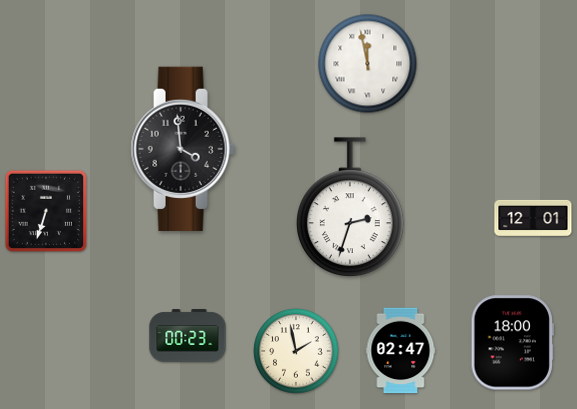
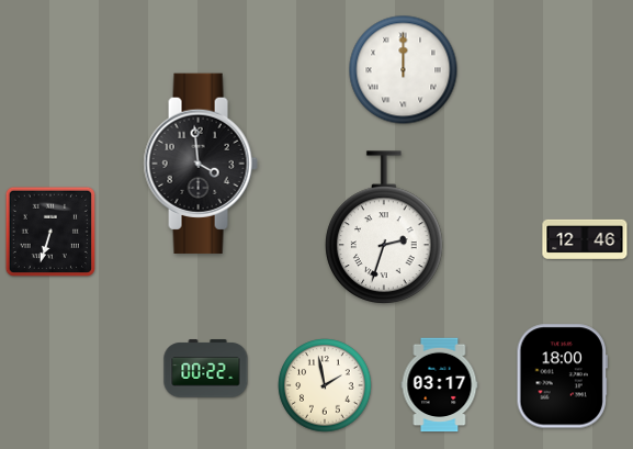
clock at (368, 64): 11:58 -> 12:00
clock at (533, 218): 12:01 -> 12:46
clock at (188, 336): 00:23 -> 00:22
clock at (401, 351): 02:47 -> 03:17
